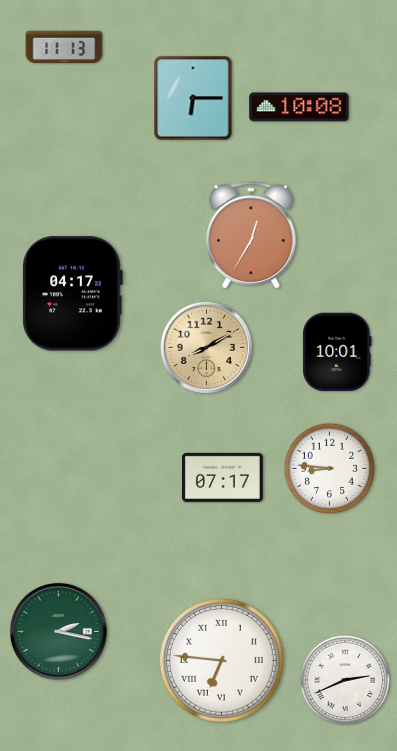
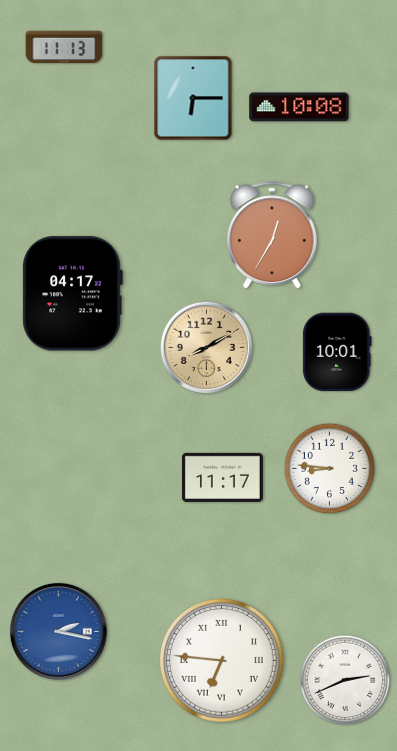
clock at (251, 236) position: (251, 236) -> (272, 236)
clock at (222, 477): 07:17 -> 11:17
clock at (58, 631) dial: green -> blue
